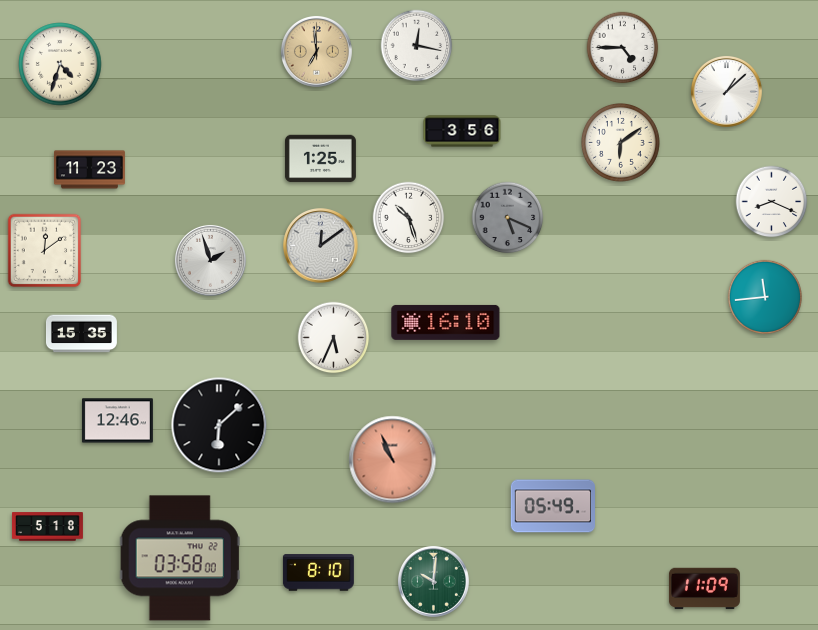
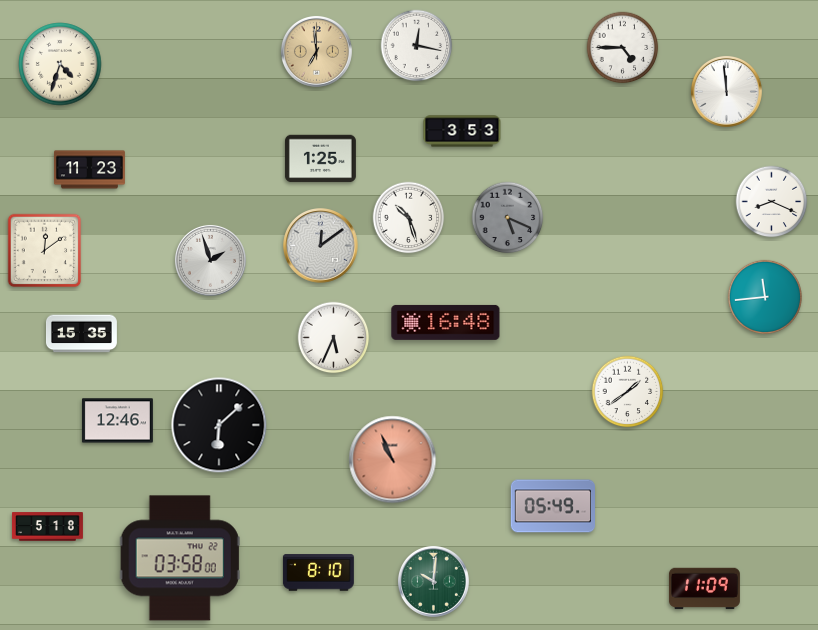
clock at (726, 91): 1:08 -> 11:59
clock at (462, 131): 3:56 -> 3:53
clock at (621, 143): 6:09 -> none
clock at (446, 322): 16:10 -> 16:48
clock at (628, 392): none -> 1:39
